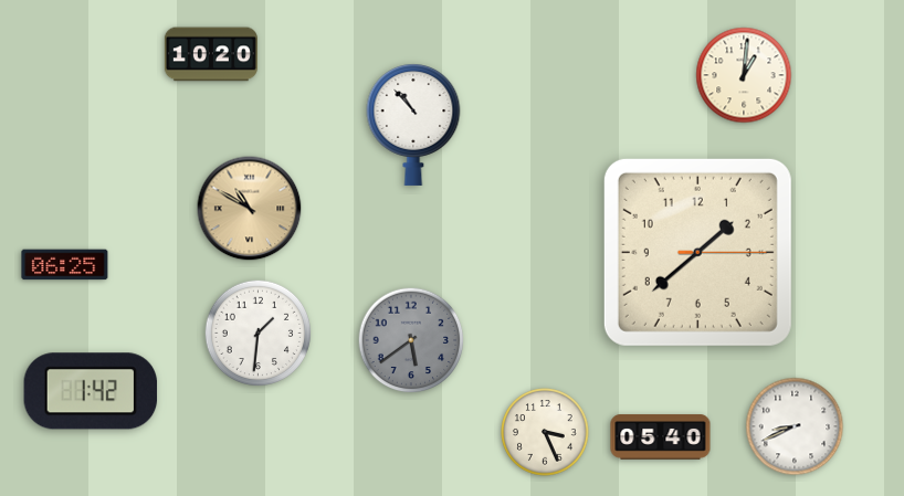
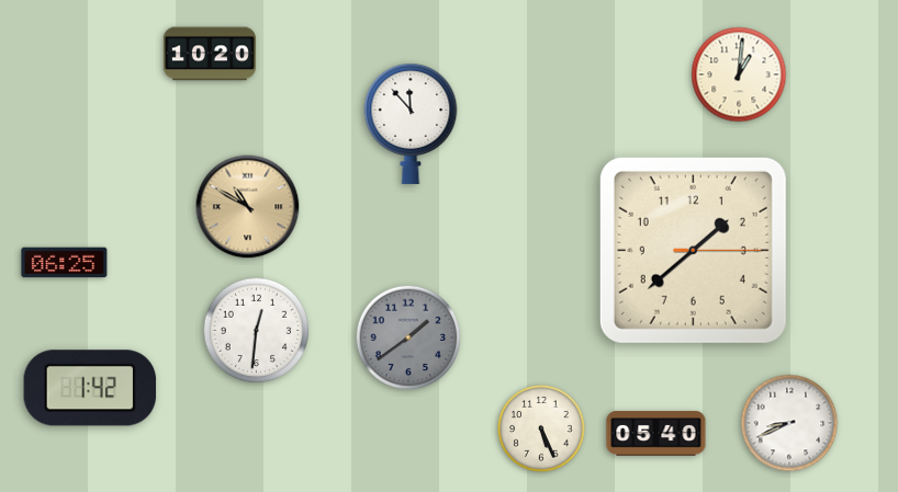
clock at (413, 125): 10:53 -> 11:53
clock at (259, 334): 1:31 -> 12:31
clock at (411, 340): 5:39 -> 1:39
clock at (545, 432): 3:26 -> 5:26
